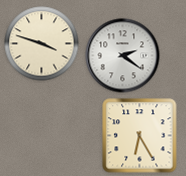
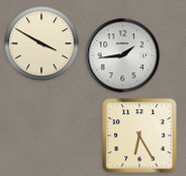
clock at (42, 44): 3:48 -> 3:50
clock at (123, 56): 2:21 -> 1:44
